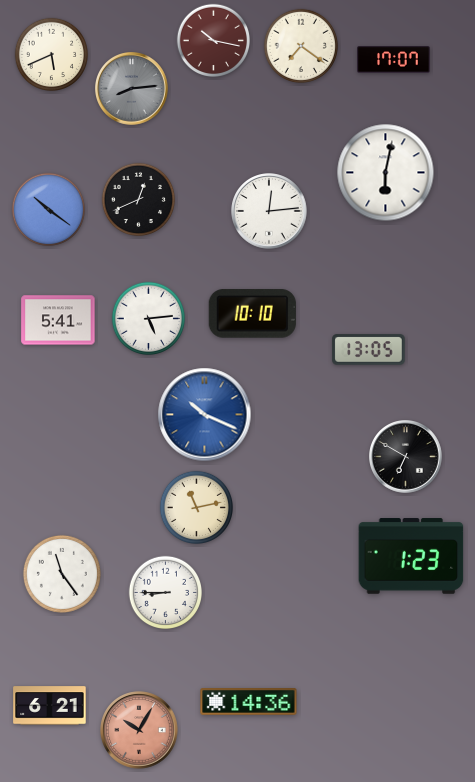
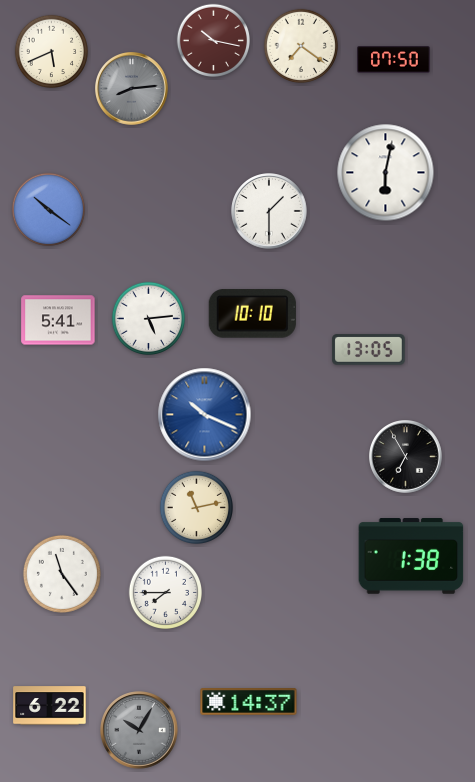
clock at (51, 54) position: (51, 54) -> (51, 51)
clock at (394, 60): 17:07 -> 07:50
clock at (138, 199): 12:41 -> none
clock at (269, 211): 12:14 -> 1:30
clock at (406, 457): 6:50 -> 6:55
clock at (411, 556): 1:23 -> 1:38
clock at (165, 592): 8:45 -> 7:45
clock at (249, 702): 14:36 -> 14:37
clock at (50, 706): 6:21 -> 6:22
clock at (139, 730) dial: salmon -> grey
